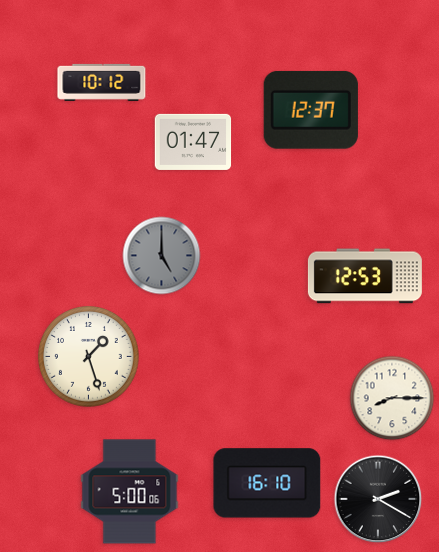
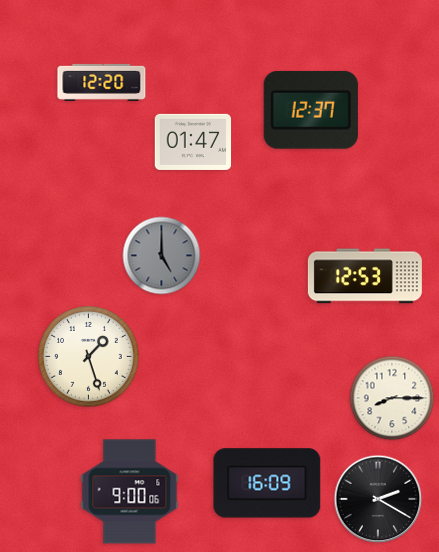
clock at (102, 82): 10:12 -> 12:20
clock at (267, 483): 16:10 -> 16:09
clock at (130, 492): 5:00 -> 9:00
